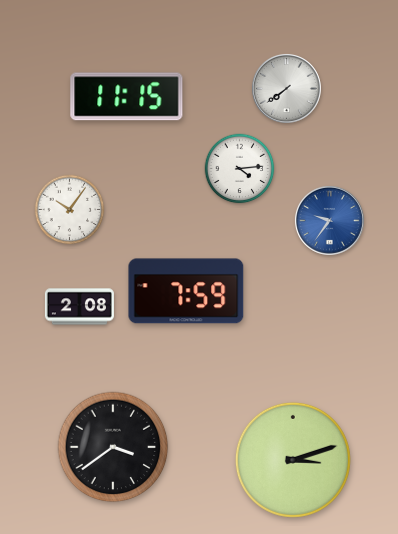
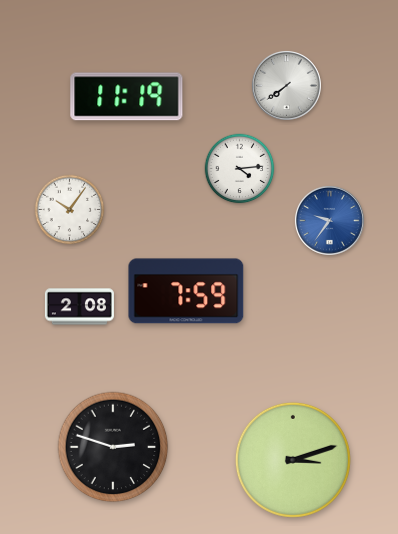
clock at (286, 88) position: (286, 88) -> (286, 85)
clock at (127, 97): 11:15 -> 11:19
clock at (113, 447): 3:39 -> 2:48
